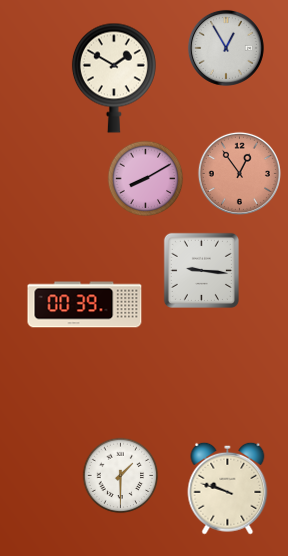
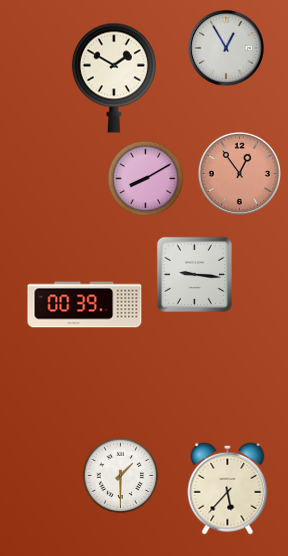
clock at (201, 270) position: (201, 270) -> (194, 274)
clock at (228, 488): 9:48 -> 5:37
